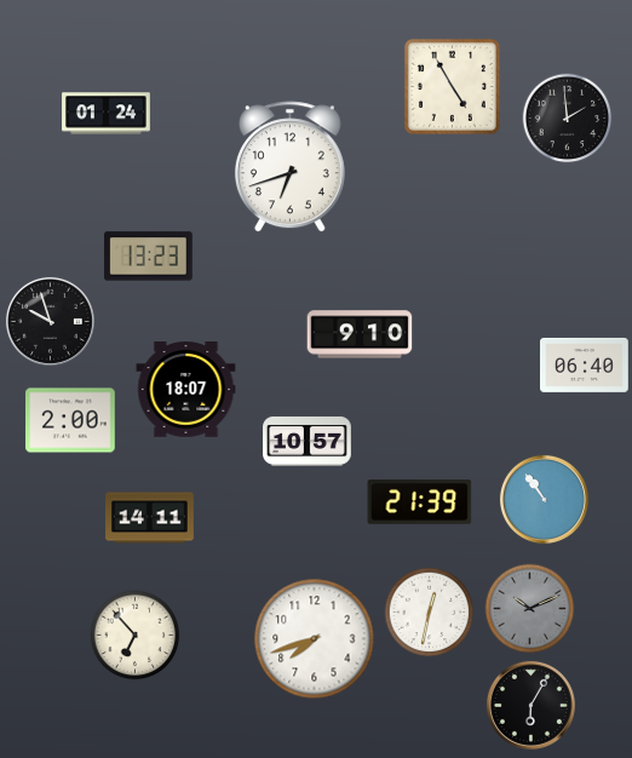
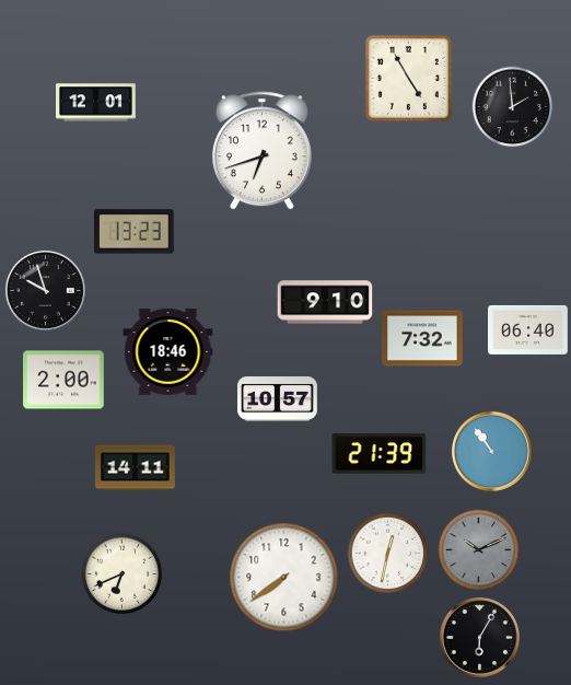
clock at (107, 114): 01:24 -> 12:01
clock at (422, 338): none -> 7:32
clock at (186, 390): 18:07 -> 18:46
clock at (136, 636): 6:53 -> 6:41
clock at (315, 639): 7:42 -> 7:39
